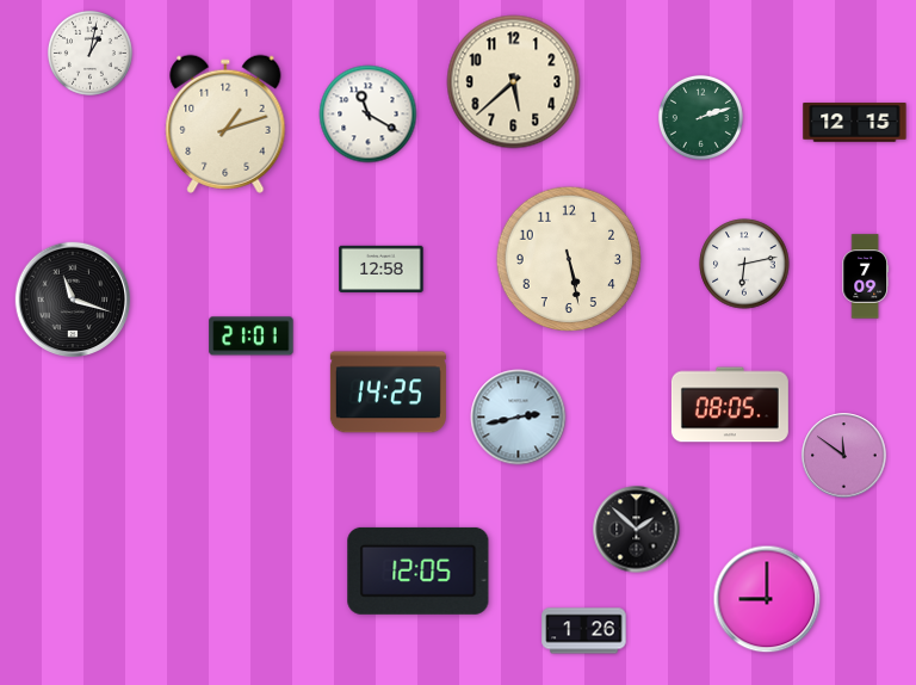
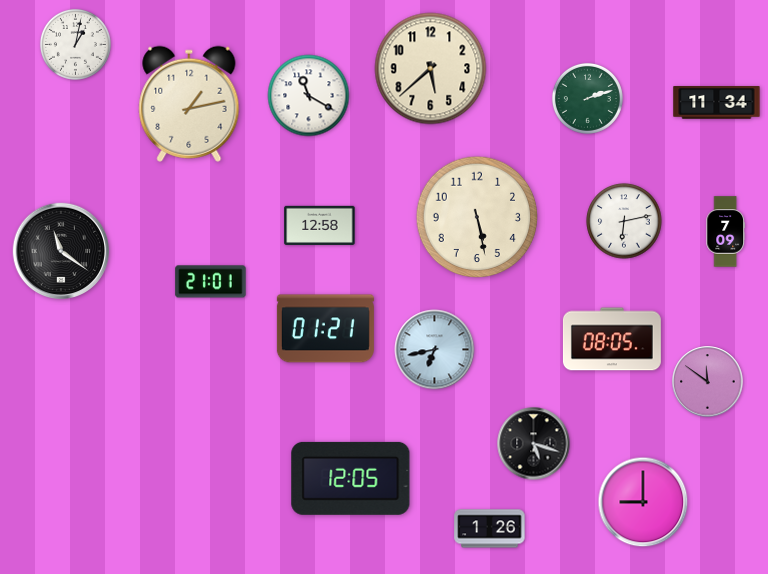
clock at (855, 123): 12:15 -> 11:34
clock at (225, 124): 1:12 -> 1:13
clock at (73, 300): 11:18 -> 11:21
clock at (388, 393): 14:25 -> 01:21
clock at (519, 418): 2:43 -> 6:43
clock at (637, 530): 1:52 -> 5:18
